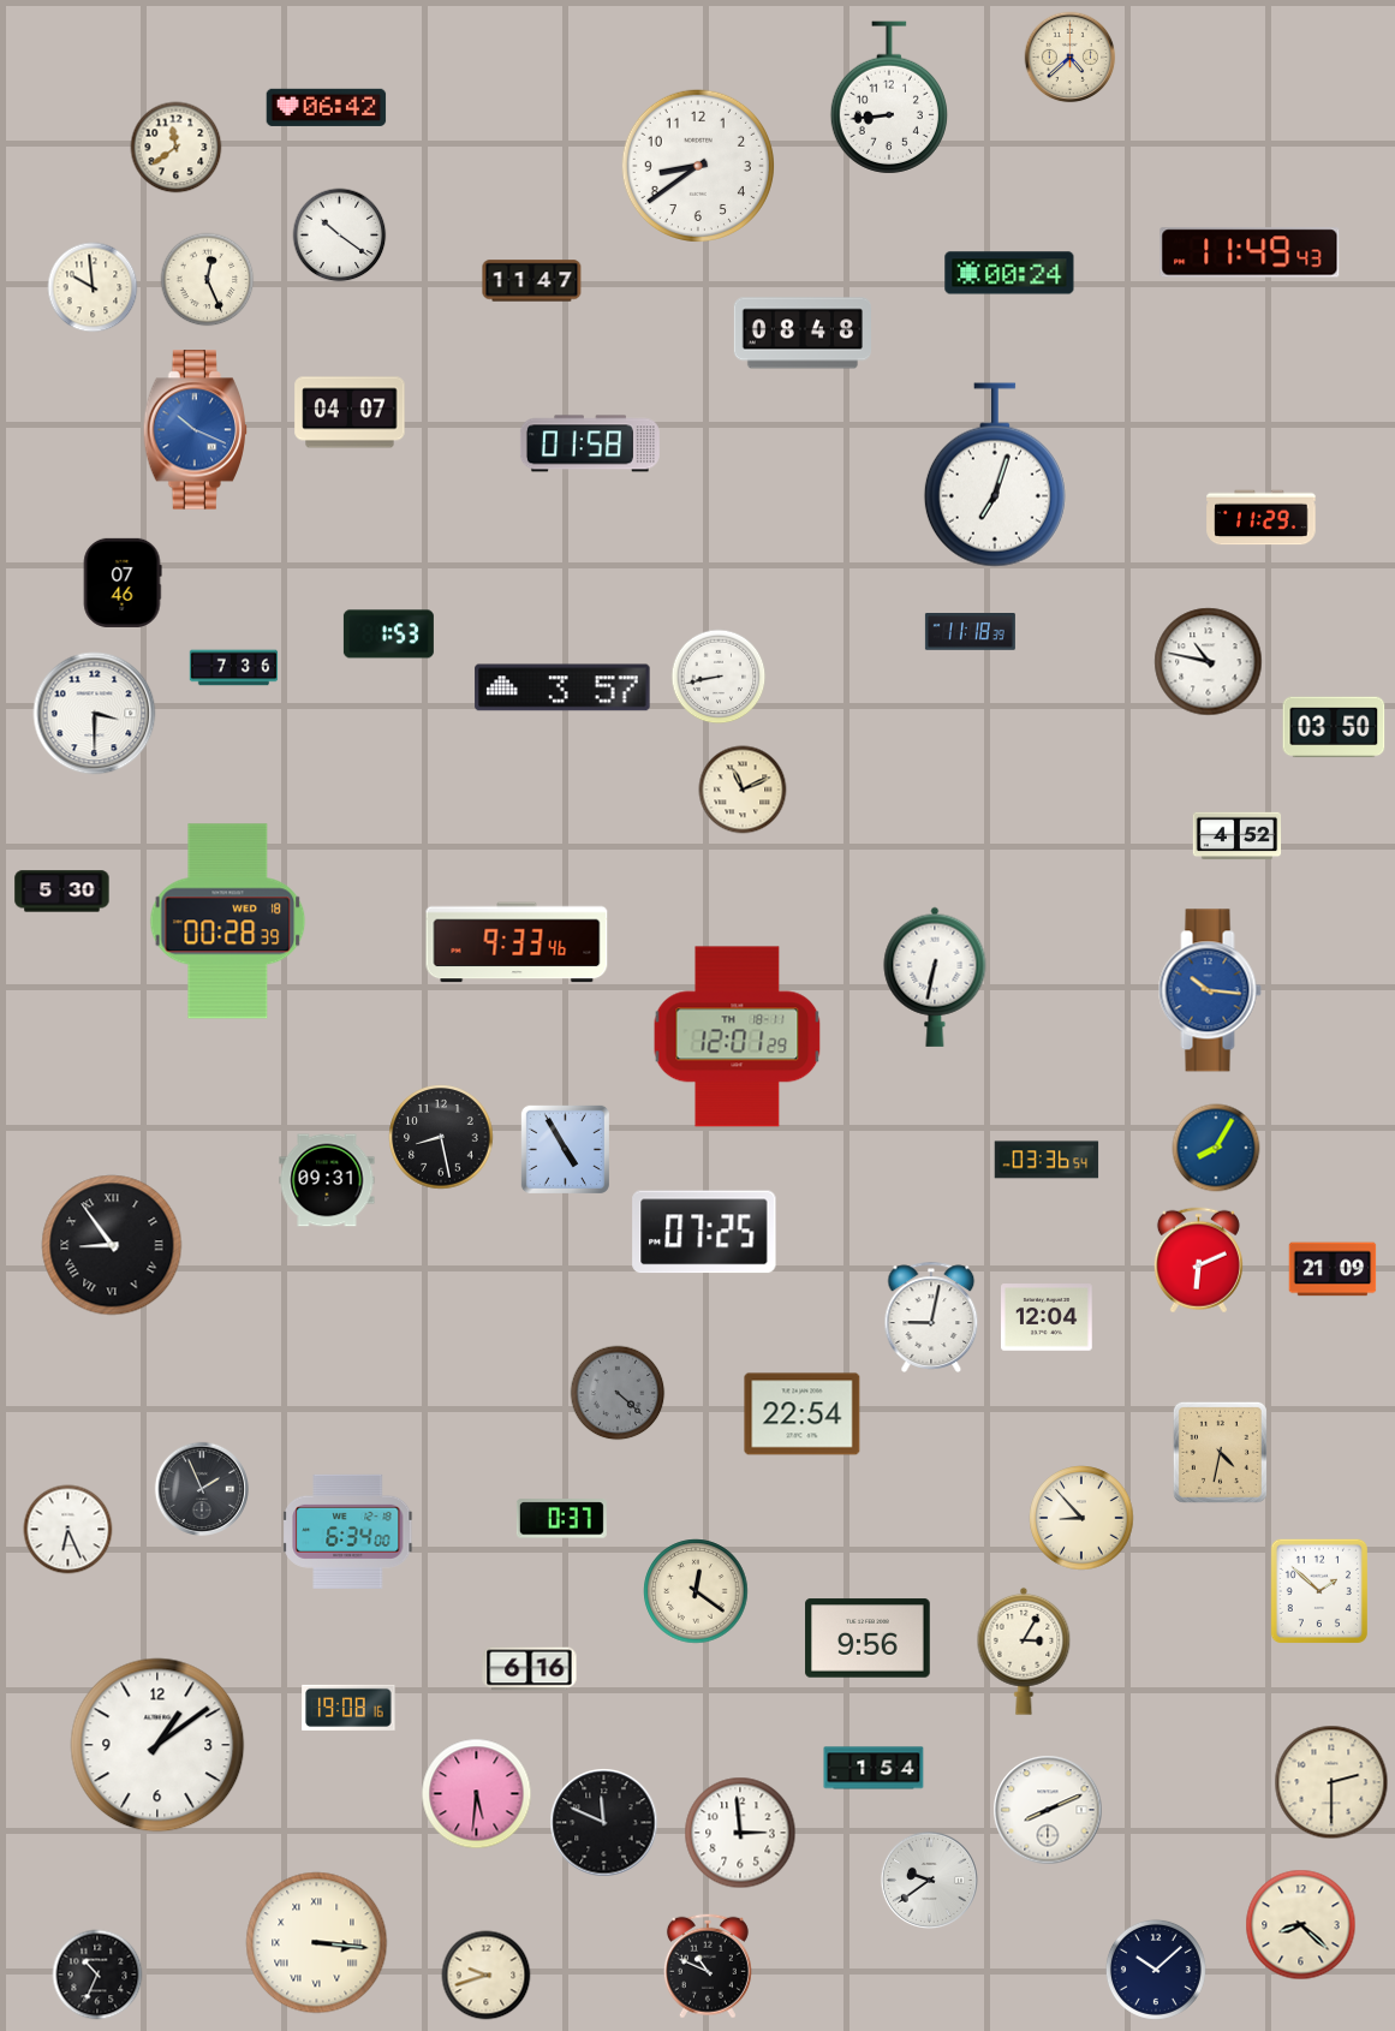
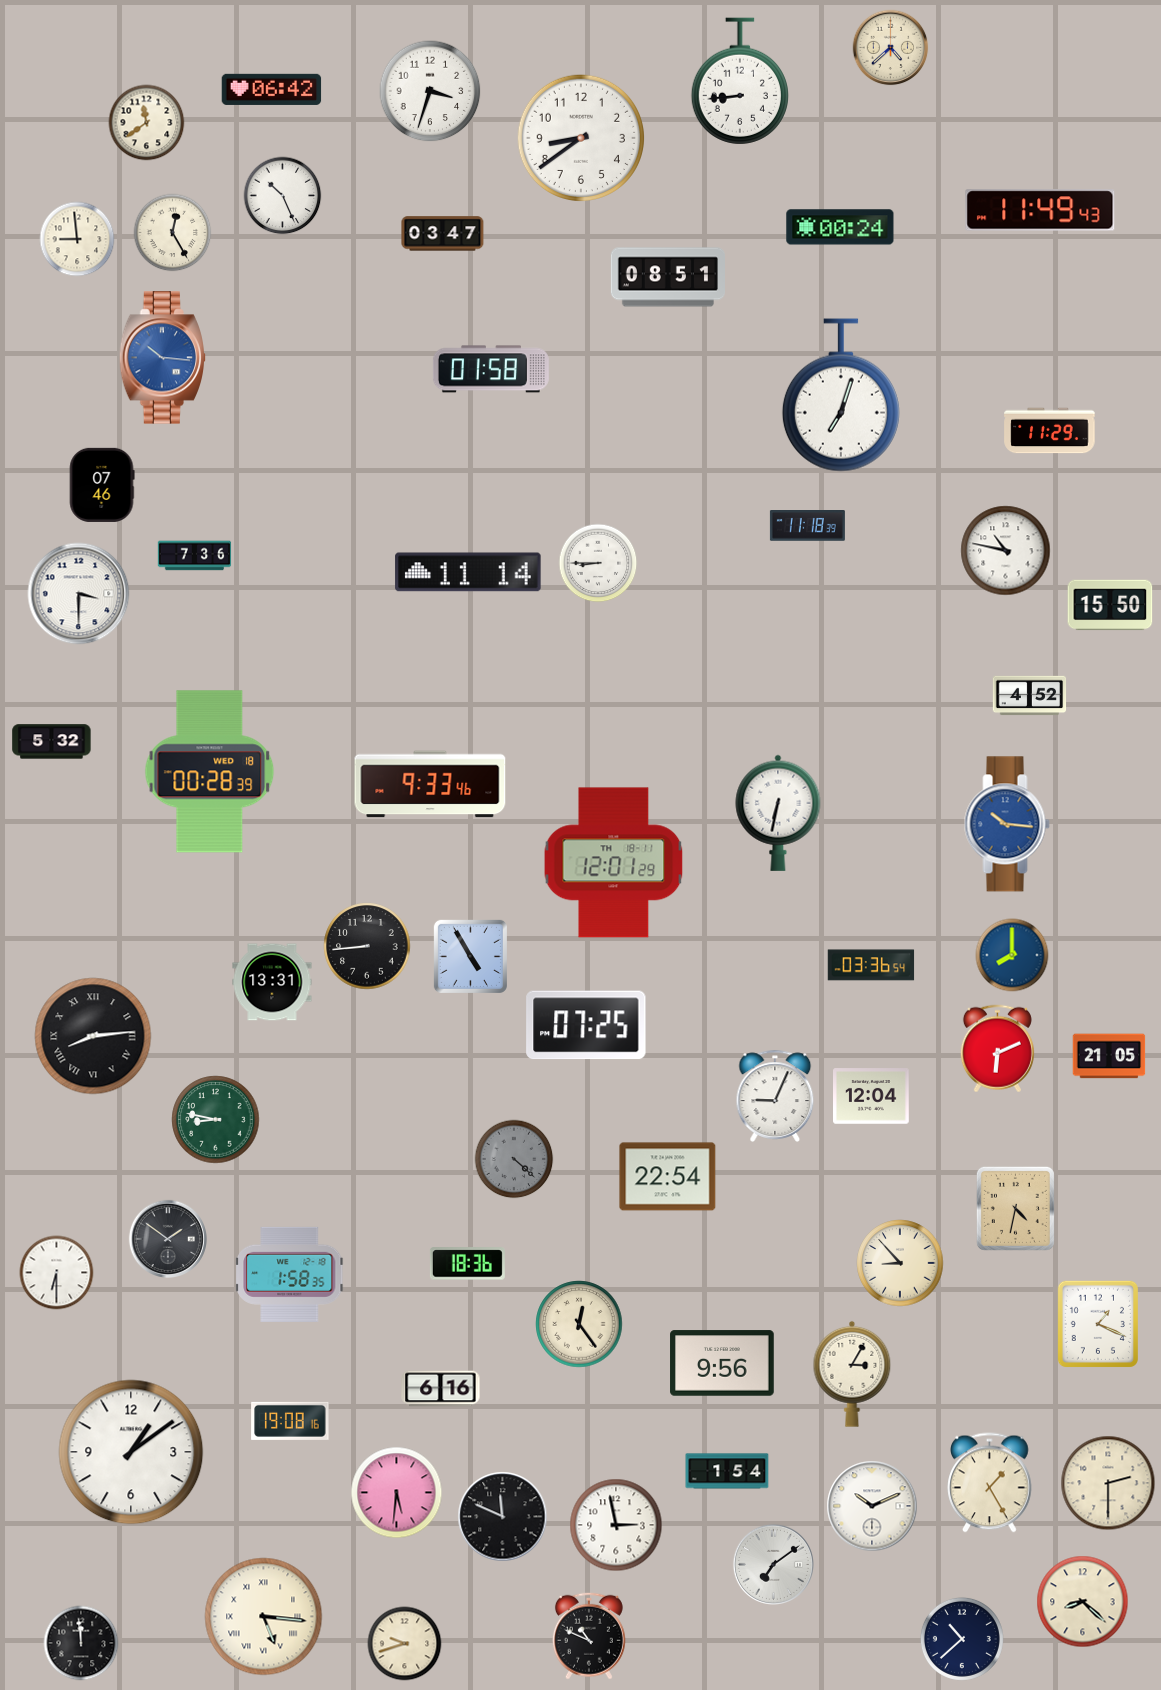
clock at (430, 91): none -> 3:33
clock at (340, 236): 10:21 -> 10:26
clock at (208, 280): 12:26 -> 12:25
clock at (532, 281): 11:47 -> 03:47
clock at (93, 287): 9:59 -> 8:59
clock at (801, 333): 08:48 -> 08:51
clock at (350, 412): 04:07 -> none
clock at (196, 430): 10:19 -> 10:16
clock at (995, 475) position: (995, 475) -> (841, 395)
clock at (388, 635): 1:53 -> none
clock at (719, 677): 8:43 -> 8:45
clock at (562, 687): 3:57 -> 11:14
clock at (1334, 727): 03:50 -> 15:50
clock at (743, 790): 11:11 -> none
clock at (62, 892): 5:30 -> 5:32
clock at (228, 922) position: (228, 922) -> (210, 772)
clock at (441, 1137): 8:28 -> 8:44
clock at (1216, 1148): 8:05 -> 8:00
clock at (327, 1180): 09:31 -> 13:31
clock at (112, 1245): 8:54 -> 8:14
clock at (1333, 1269): 21:09 -> 21:05
clock at (931, 1317): 9:02 -> 9:04
clock at (216, 1120): none -> 8:47
clock at (201, 1488): 1:56 -> 1:51
clock at (561, 1519): 0:37 -> 18:36
clock at (68, 1530): 6:26 -> 6:30
clock at (348, 1531): 6:34 -> 1:58
clock at (696, 1591): 12:21 -> 12:24
clock at (1319, 1591): 1:52 -> 1:19
clock at (990, 1483): none -> 1:25
clock at (1048, 1810): 8:11 -> 10:11
clock at (740, 1833): 2:59 -> 2:58
clock at (929, 1880): 9:39 -> 7:09
clock at (317, 1943): 3:16 -> 5:16
clock at (1156, 1970): 10:08 -> 10:38
clock at (97, 1975): 10:34 -> 11:59
